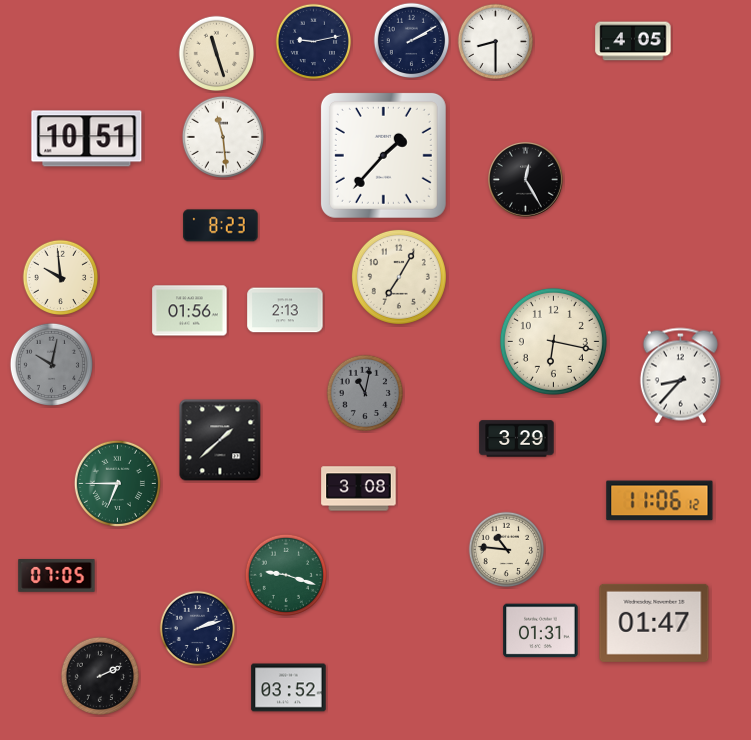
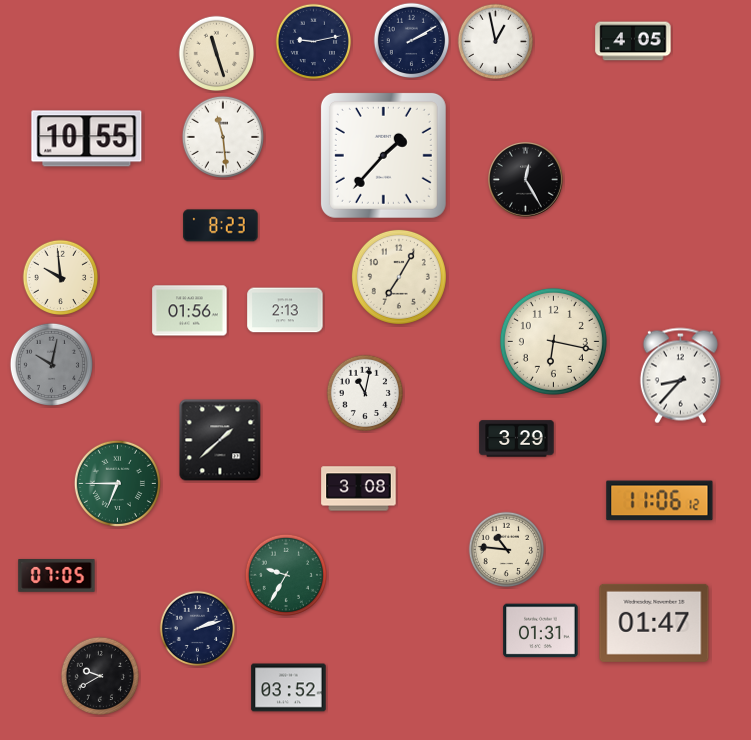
clock at (496, 42): 8:30 -> 12:58
clock at (87, 139): 10:51 -> 10:55
clock at (365, 393) dial: grey -> white
clock at (286, 574): 9:18 -> 9:35
clock at (99, 675): 2:11 -> 9:40
